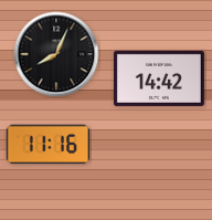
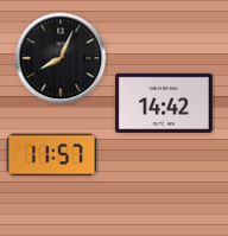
clock at (159, 78) position: (159, 78) -> (164, 103)
clock at (49, 145): 11:16 -> 11:57
